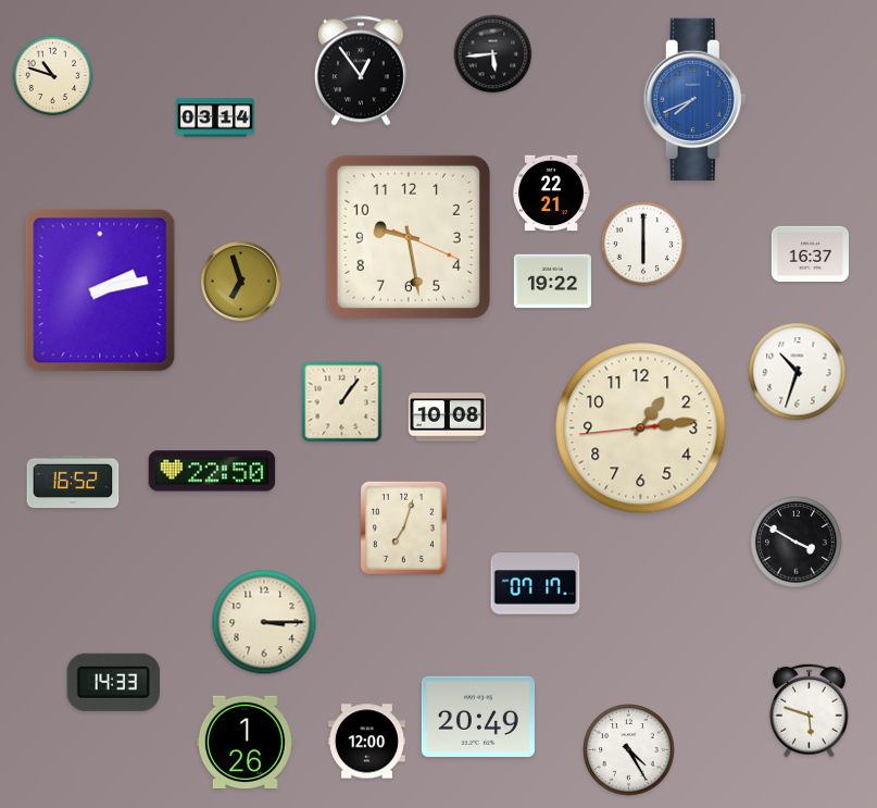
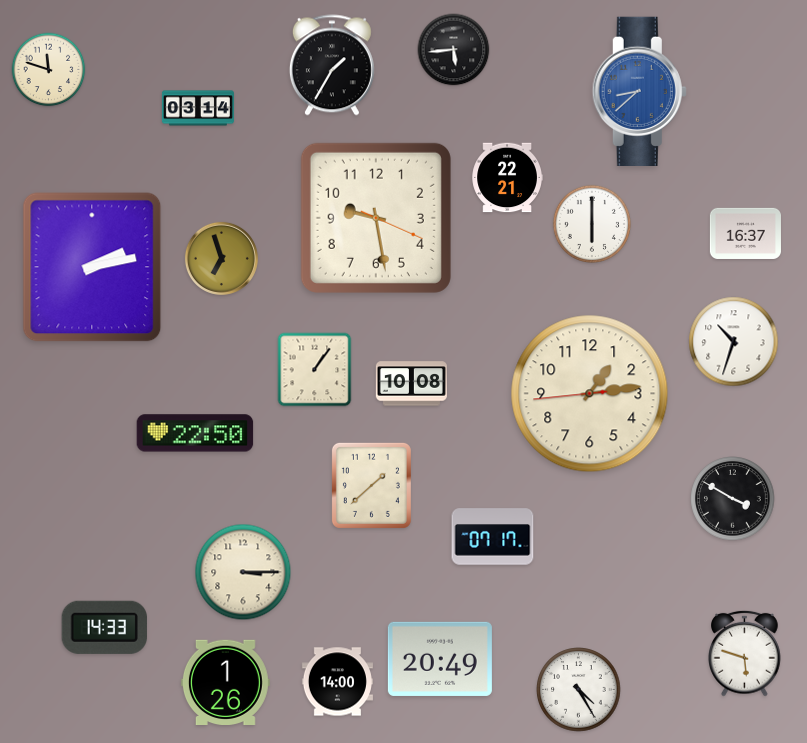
clock at (361, 71): 12:54 -> 1:35
clock at (53, 76): 10:48 -> 11:48
clock at (694, 99): 7:41 -> 8:38
clock at (552, 282): 19:22 -> none
clock at (73, 482): 16:52 -> none
clock at (403, 527): 7:03 -> 1:38
clock at (366, 742): 12:00 -> 14:00
